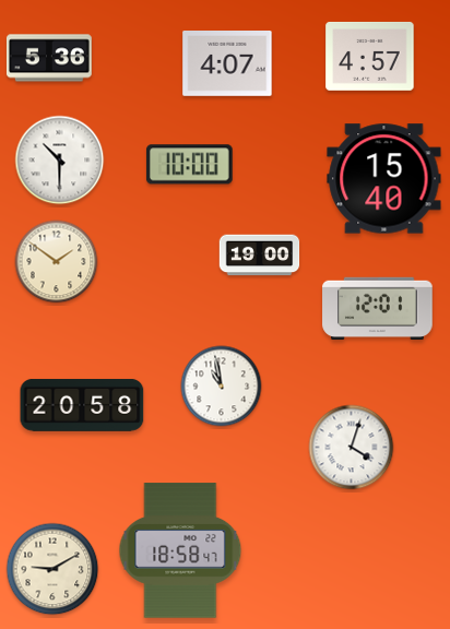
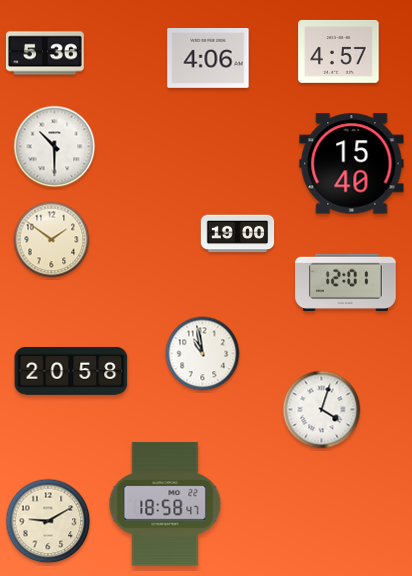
clock at (227, 64): 4:07 -> 4:06
clock at (189, 165): 10:00 -> none
clock at (82, 405) position: (82, 405) -> (71, 371)
